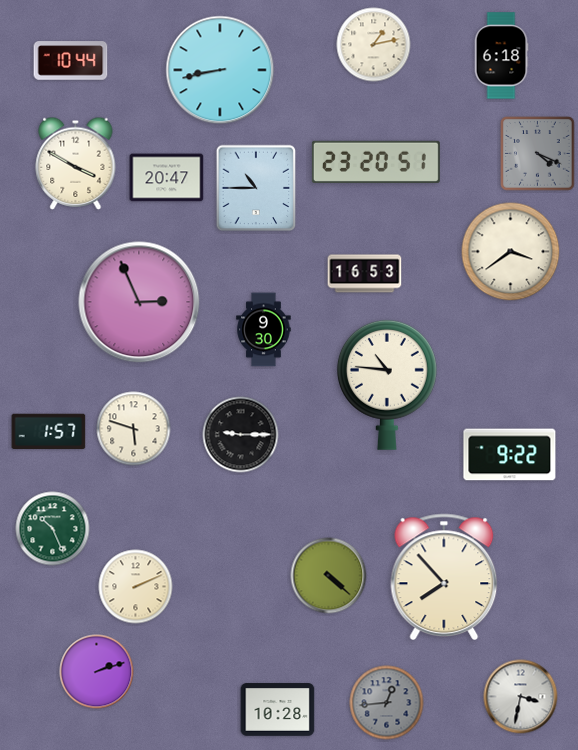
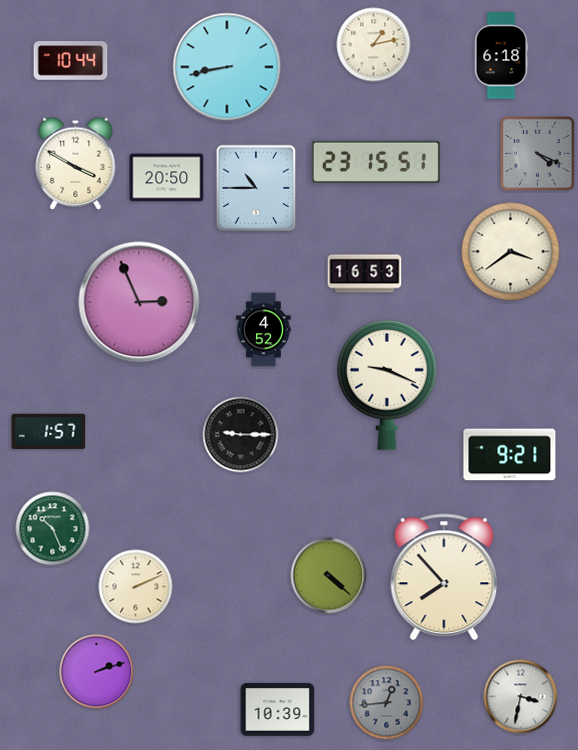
clock at (220, 70) position: (220, 70) -> (227, 67)
clock at (376, 162): 23:20 -> 23:15
clock at (167, 178): 20:47 -> 20:50
clock at (264, 330): 9:30 -> 4:52
clock at (387, 385): 10:46 -> 9:19
clock at (134, 429): 5:48 -> none
clock at (510, 455): 9:22 -> 9:21
clock at (278, 710): 10:28 -> 10:39
